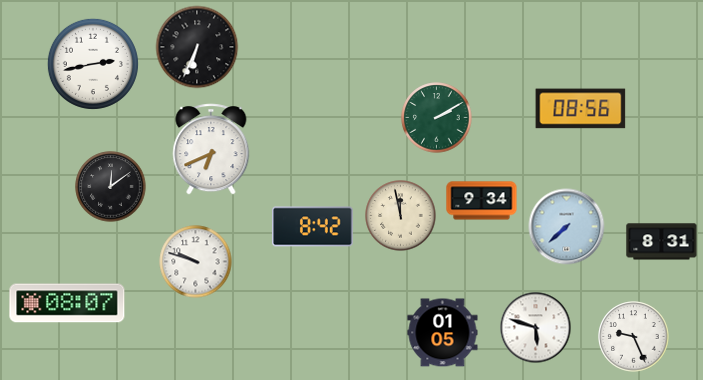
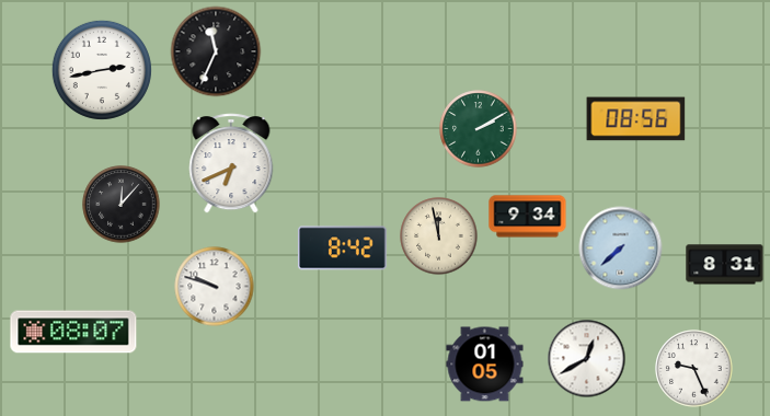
clock at (197, 47): 6:34 -> 11:34
clock at (111, 187): 12:09 -> 12:07
clock at (482, 201) position: (482, 201) -> (528, 217)
clock at (536, 328): 5:48 -> 12:40
